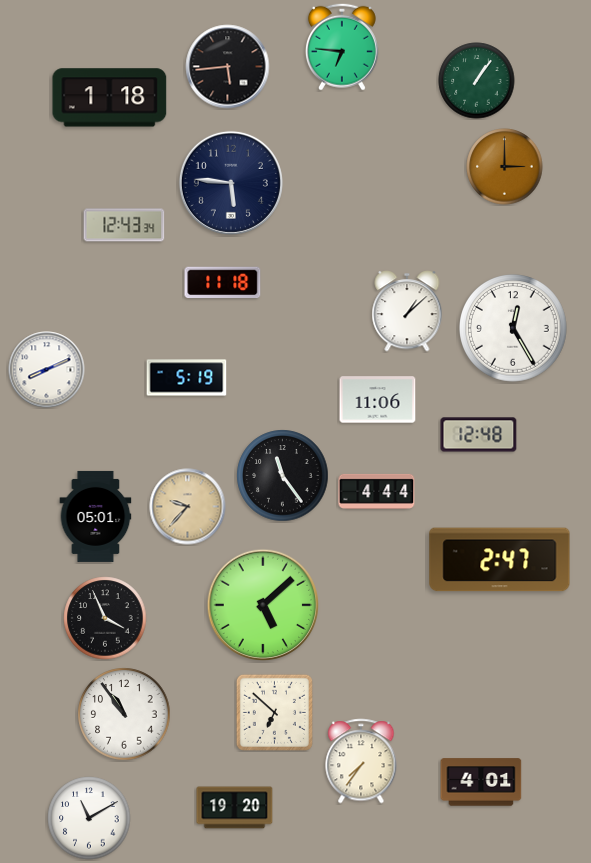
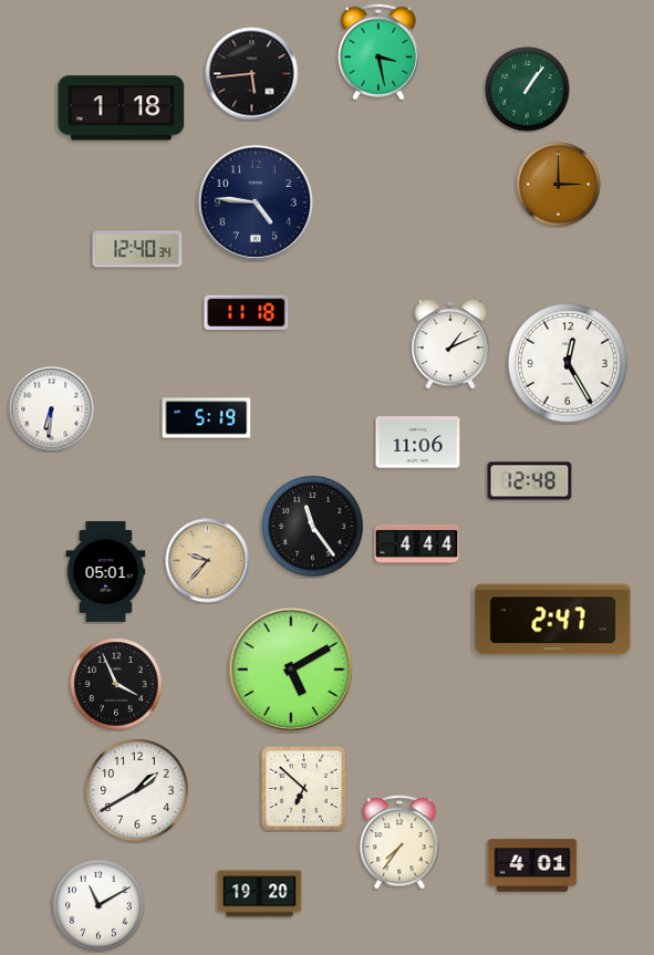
clock at (342, 47): 6:46 -> 3:28
clock at (231, 183): 5:46 -> 4:46
clock at (124, 225): 12:43 -> 12:40
clock at (407, 311): 1:08 -> 1:11
clock at (47, 370): 8:11 -> 6:31
clock at (262, 604): 5:08 -> 5:10
clock at (124, 714): 10:54 -> 1:40
